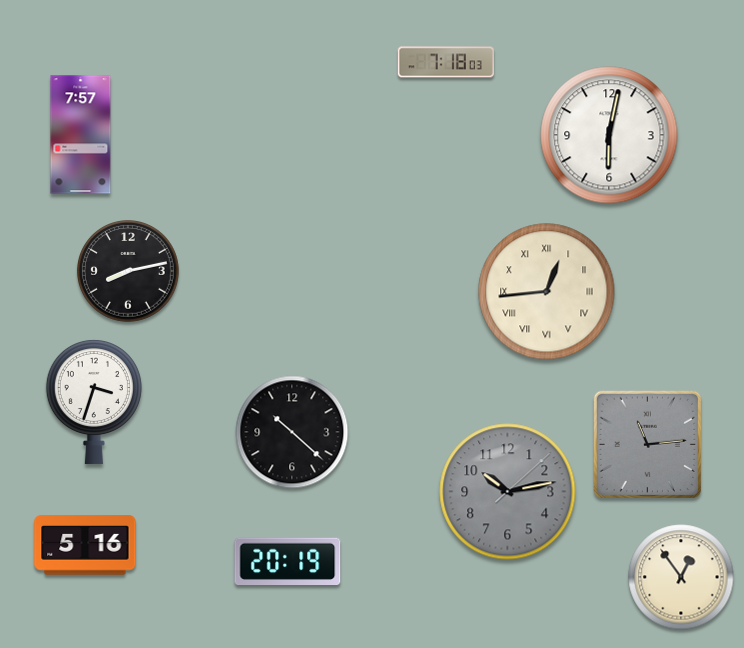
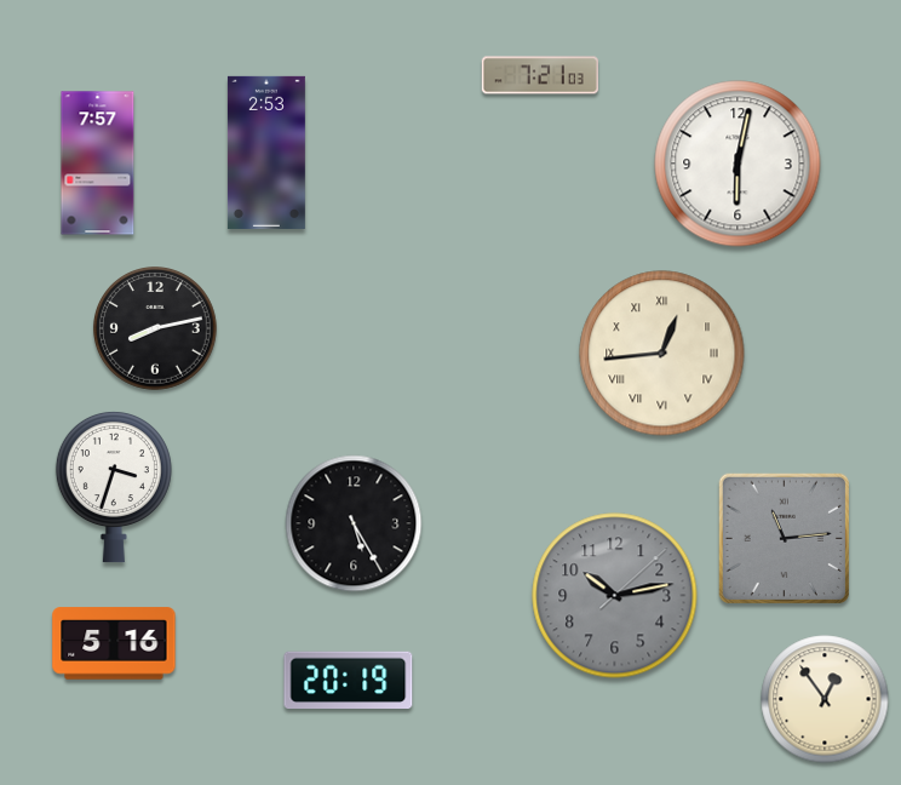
clock at (446, 62): 7:18 -> 7:21
clock at (266, 153): none -> 2:53
clock at (292, 432): 10:22 -> 5:25
clock at (85, 545) position: (85, 545) -> (114, 643)
